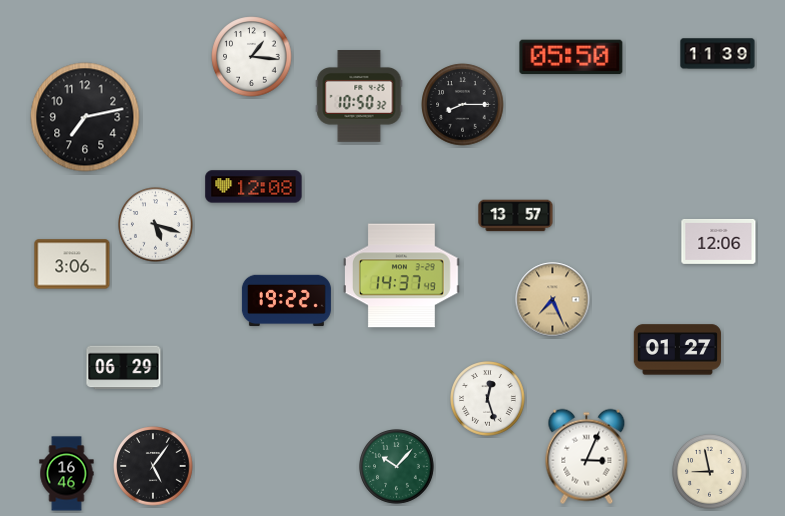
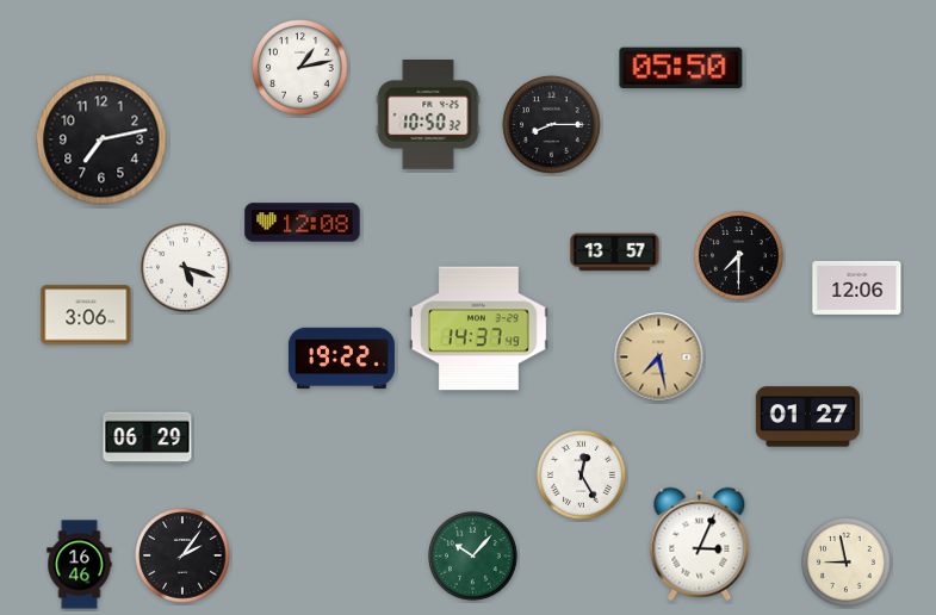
clock at (718, 54): 11:39 -> none
clock at (252, 57): 1:16 -> 1:13
clock at (739, 256): none -> 7:30
clock at (516, 216) position: (516, 216) -> (615, 253)
clock at (553, 300): 7:26 -> 7:28
clock at (488, 399): 12:27 -> 12:25
clock at (153, 466): 5:06 -> 2:06
